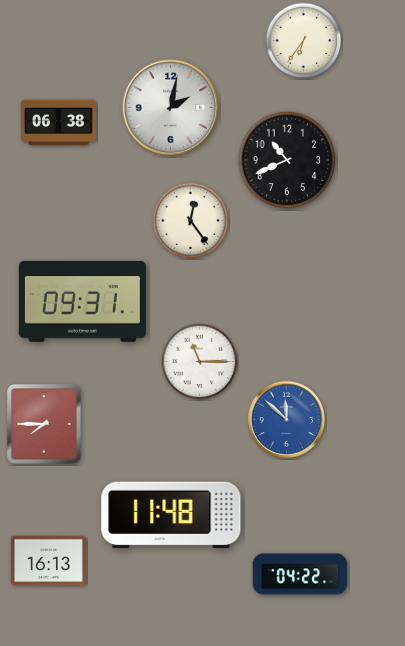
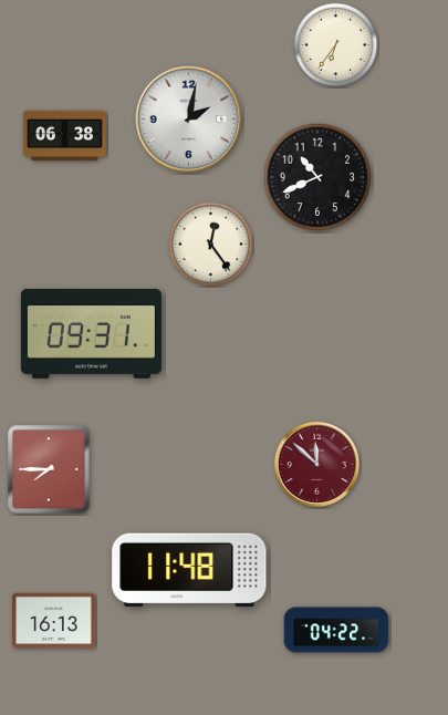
clock at (200, 362): 11:15 -> none
clock at (286, 419) dial: blue -> burgundy
clock at (300, 574) position: (300, 574) -> (336, 630)
